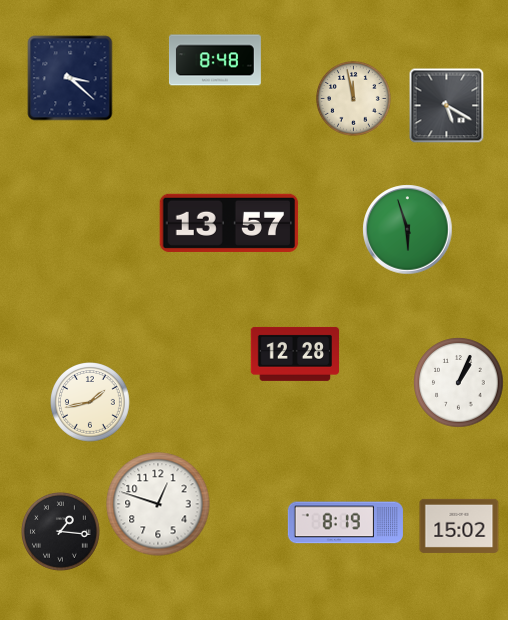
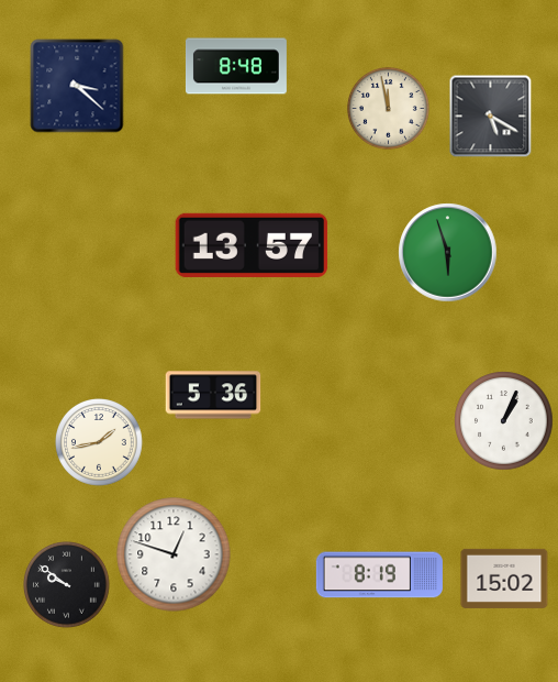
clock at (295, 354): 12:28 -> none
clock at (213, 395): none -> 5:36
clock at (61, 532): 1:16 -> 9:51
